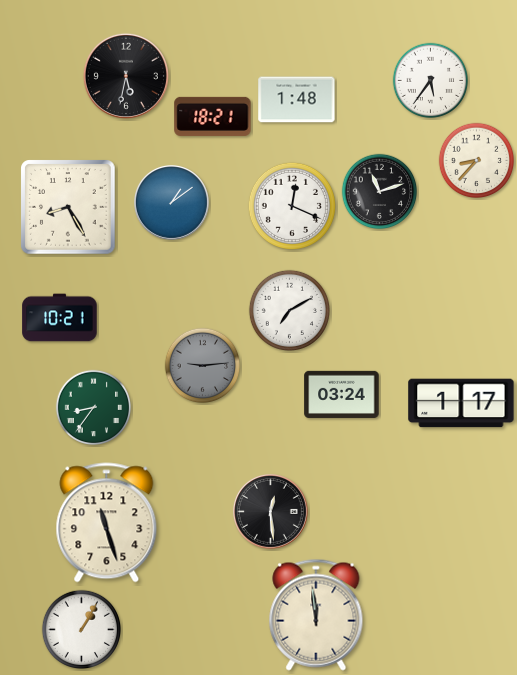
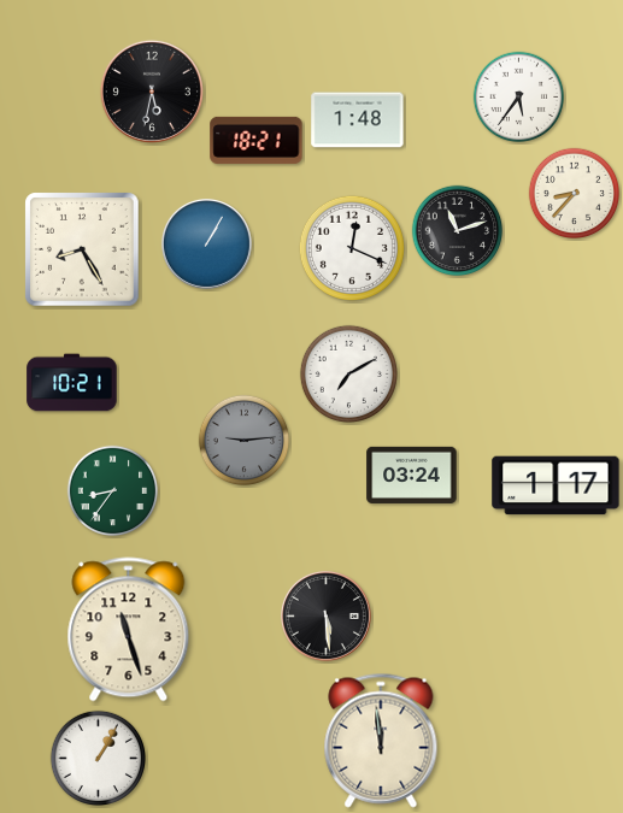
clock at (171, 202): 1:09 -> 1:05
clock at (270, 511): 12:29 -> 5:29
